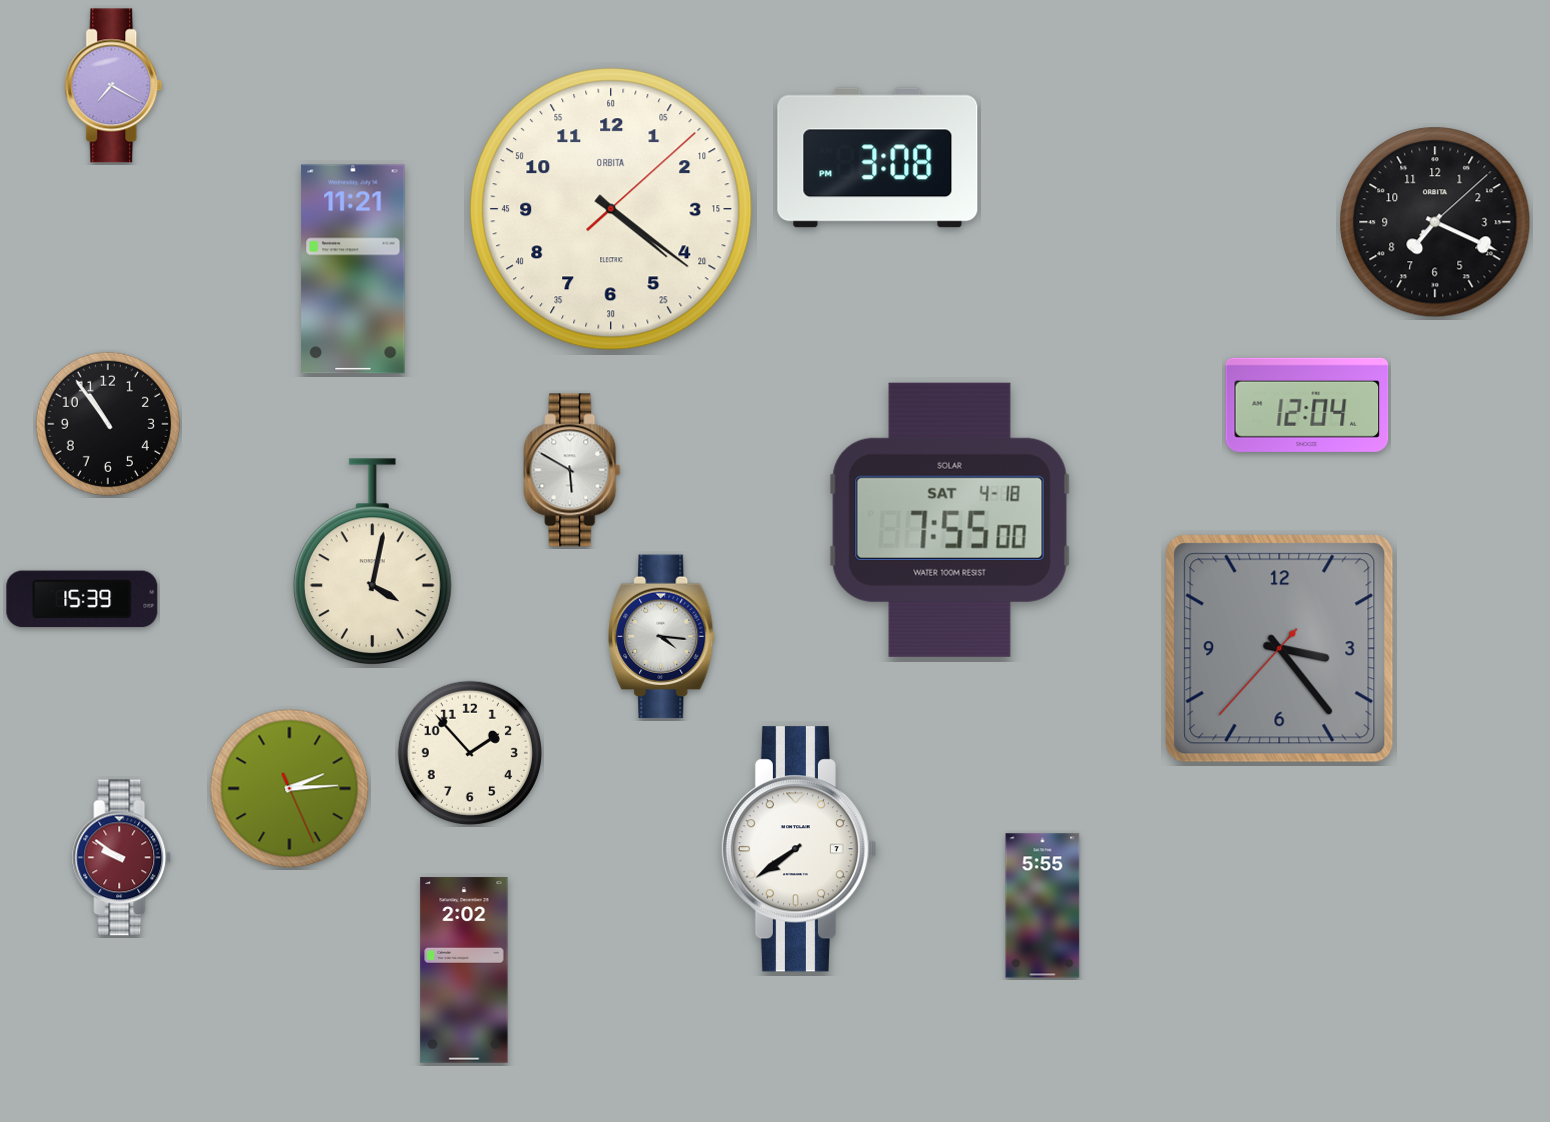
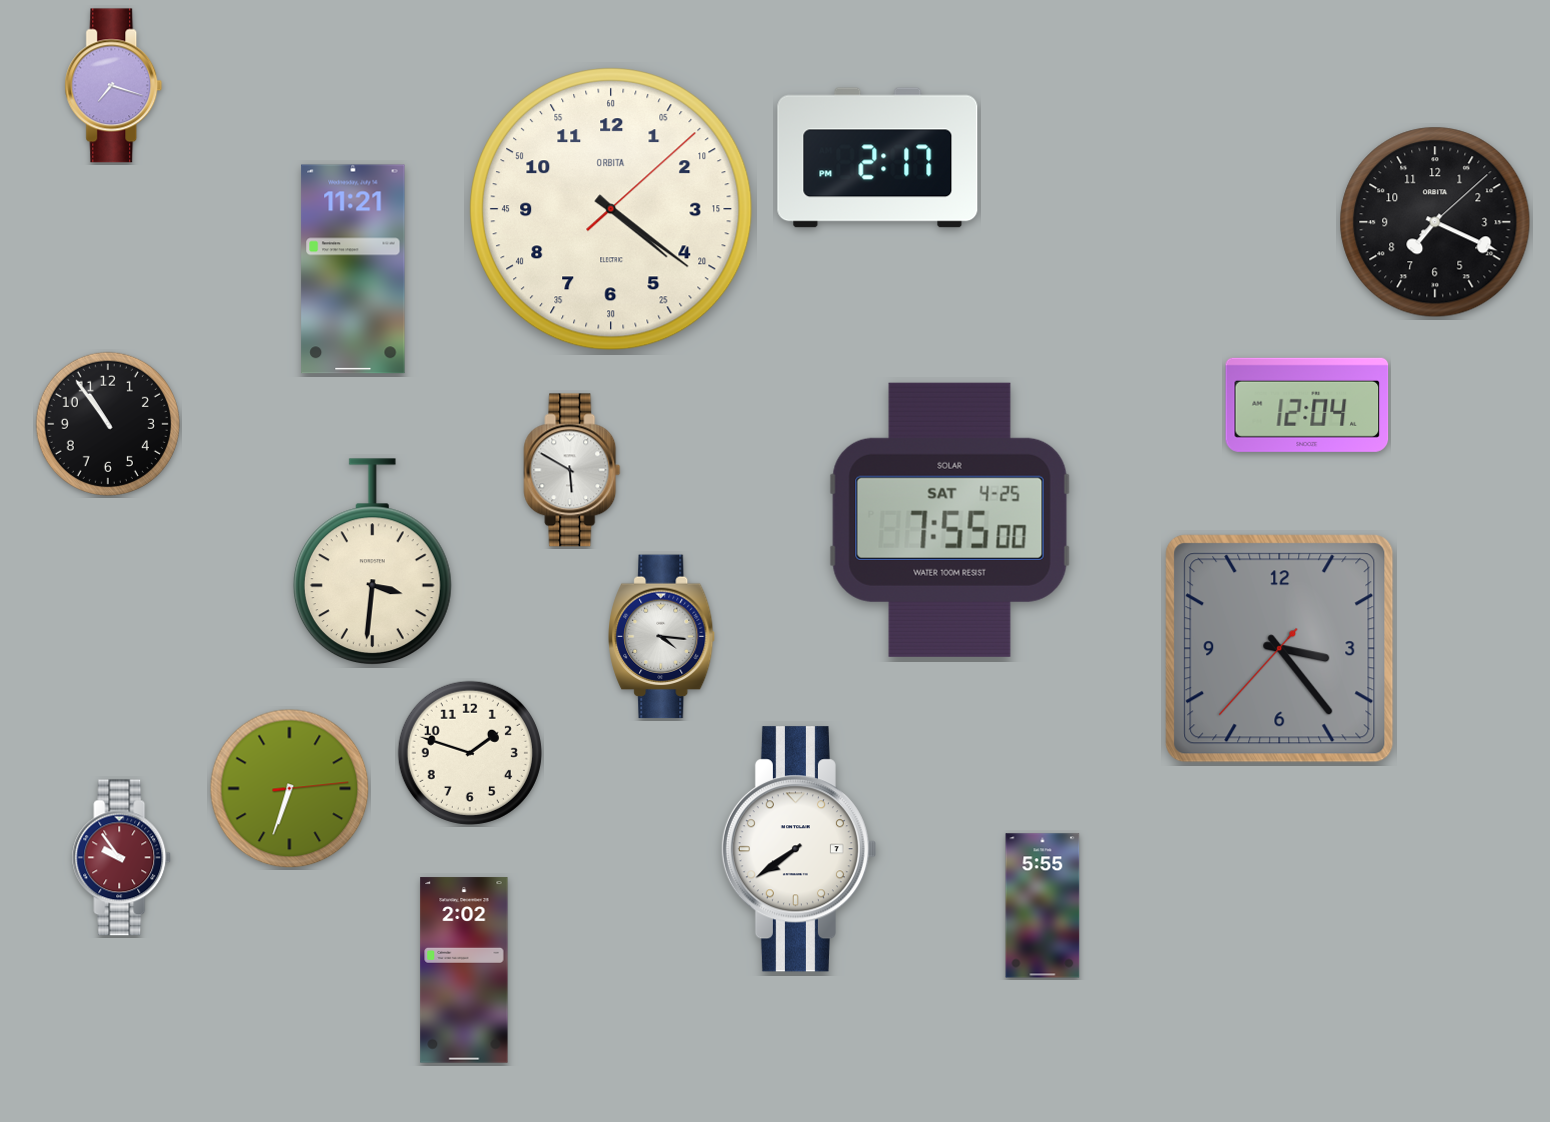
clock at (114, 86): 7:20 -> 7:18
clock at (878, 158): 3:08 -> 2:17
clock at (950, 520) date: SAT 4-18 -> SAT 4-25
clock at (372, 562): 4:02 -> 3:31
clock at (82, 599): 15:39 -> none
clock at (470, 753): 1:53 -> 1:48
clock at (290, 789): 2:14 -> 6:33
clock at (122, 858): 9:51 -> 9:54
